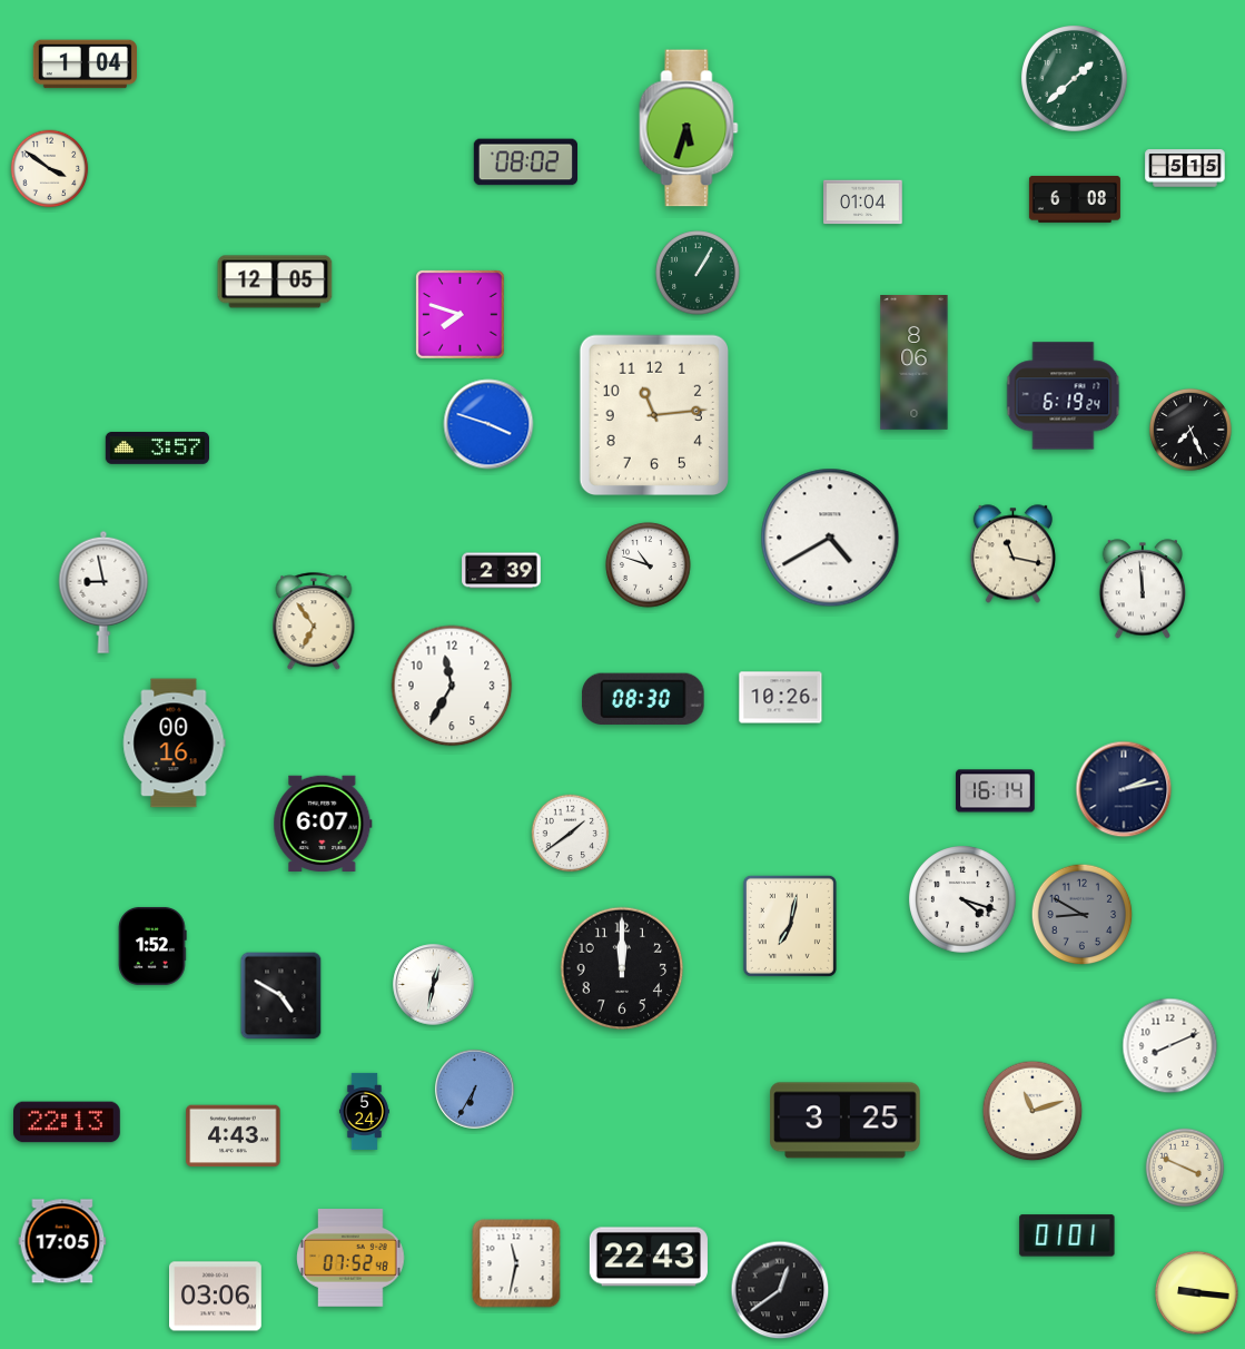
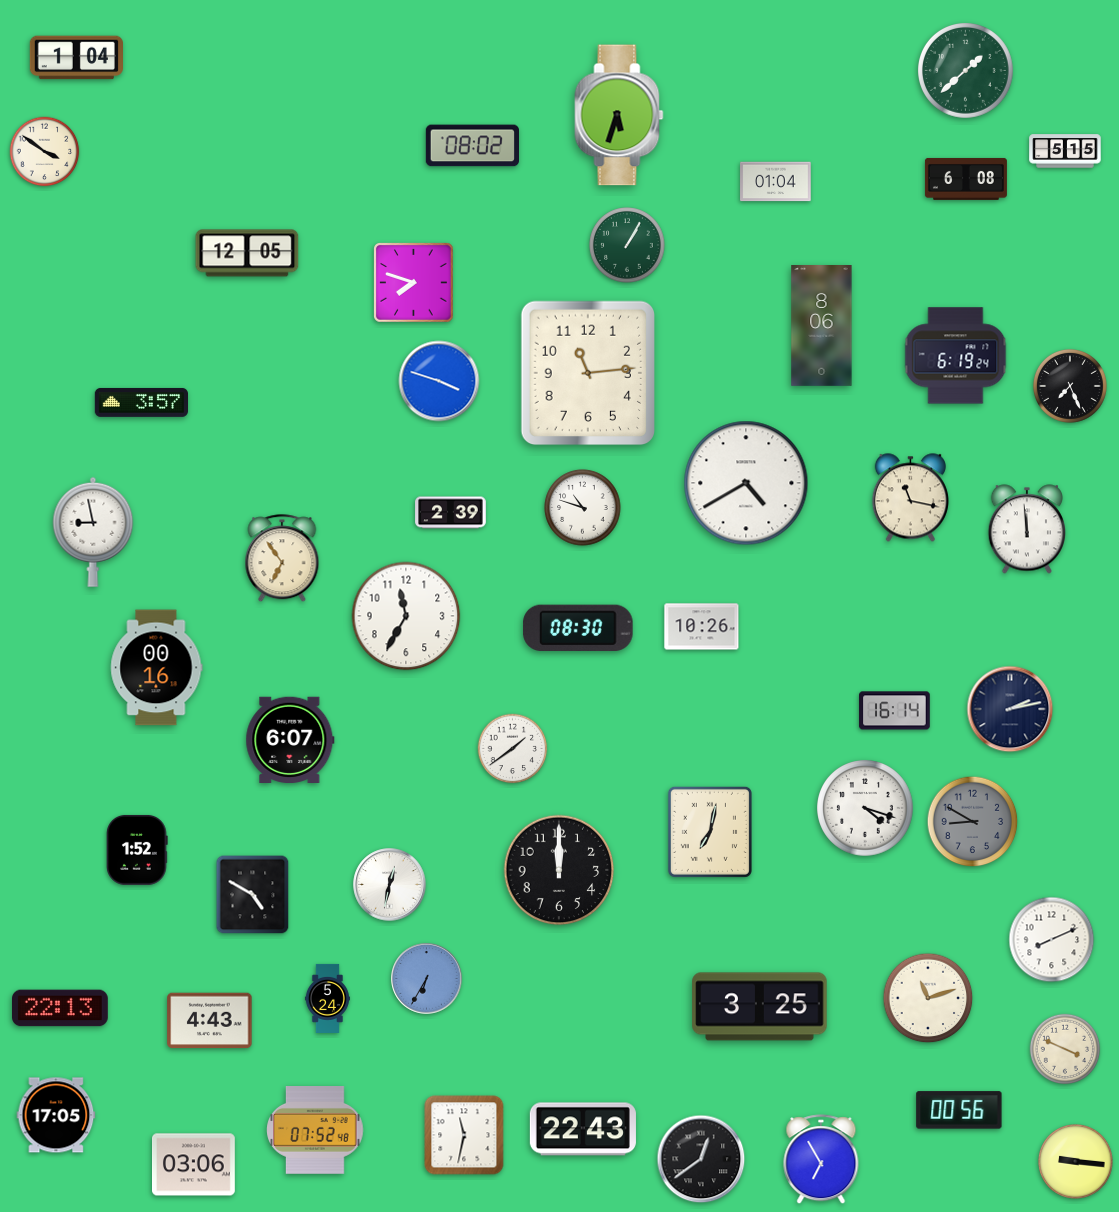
clock at (1067, 1235): 01:01 -> 00:56
clock at (821, 1160): none -> 6:55
